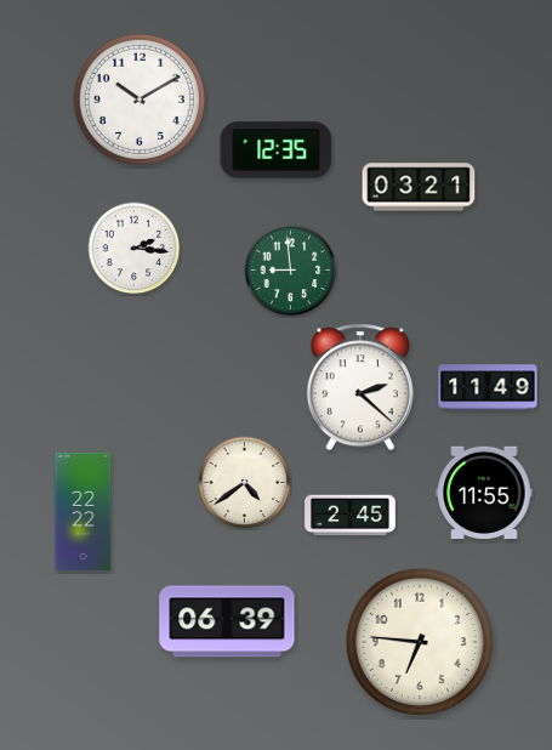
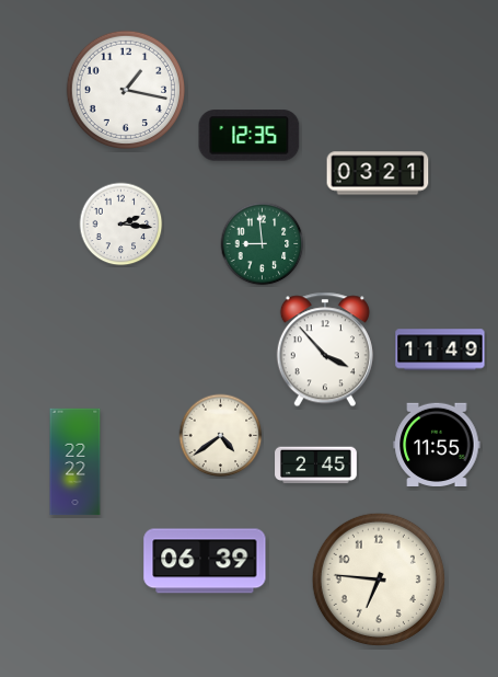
clock at (138, 98): 10:10 -> 1:17
clock at (419, 187) position: (419, 187) -> (378, 173)
clock at (360, 387): 2:22 -> 3:53
